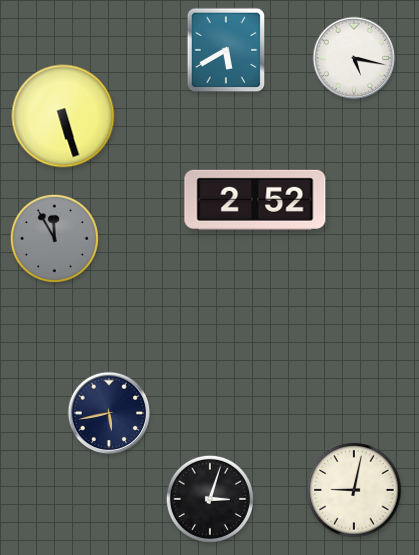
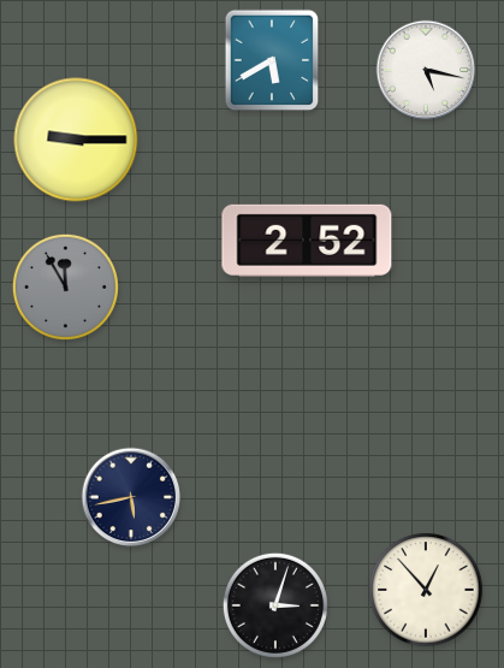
clock at (63, 116): 5:27 -> 9:15
clock at (354, 490): 9:02 -> 12:53
clock at (210, 499) position: (210, 499) -> (275, 605)
